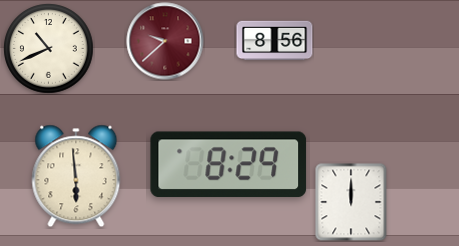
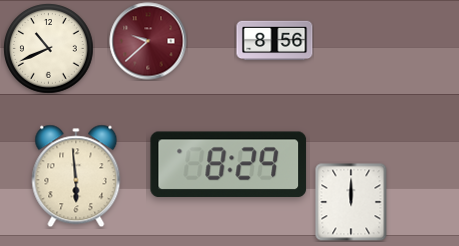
clock at (165, 41) position: (165, 41) -> (148, 41)
